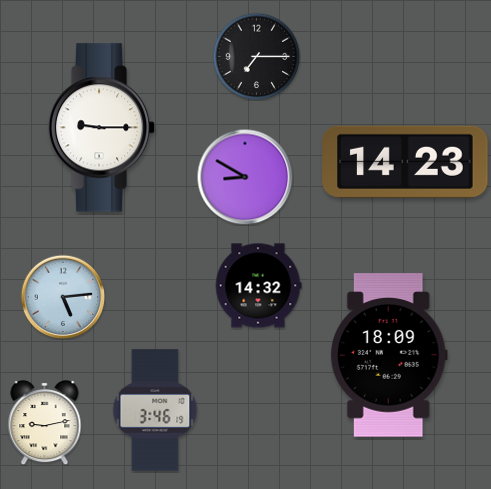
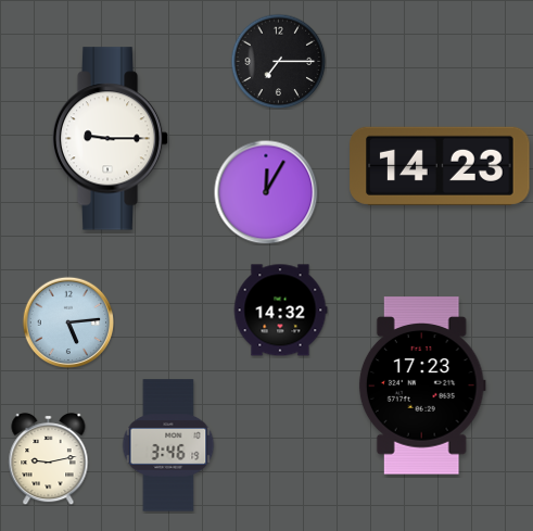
clock at (405, 162) position: (405, 162) -> (440, 166)
clock at (245, 177): 8:50 -> 12:05
clock at (389, 355): 18:09 -> 17:23
